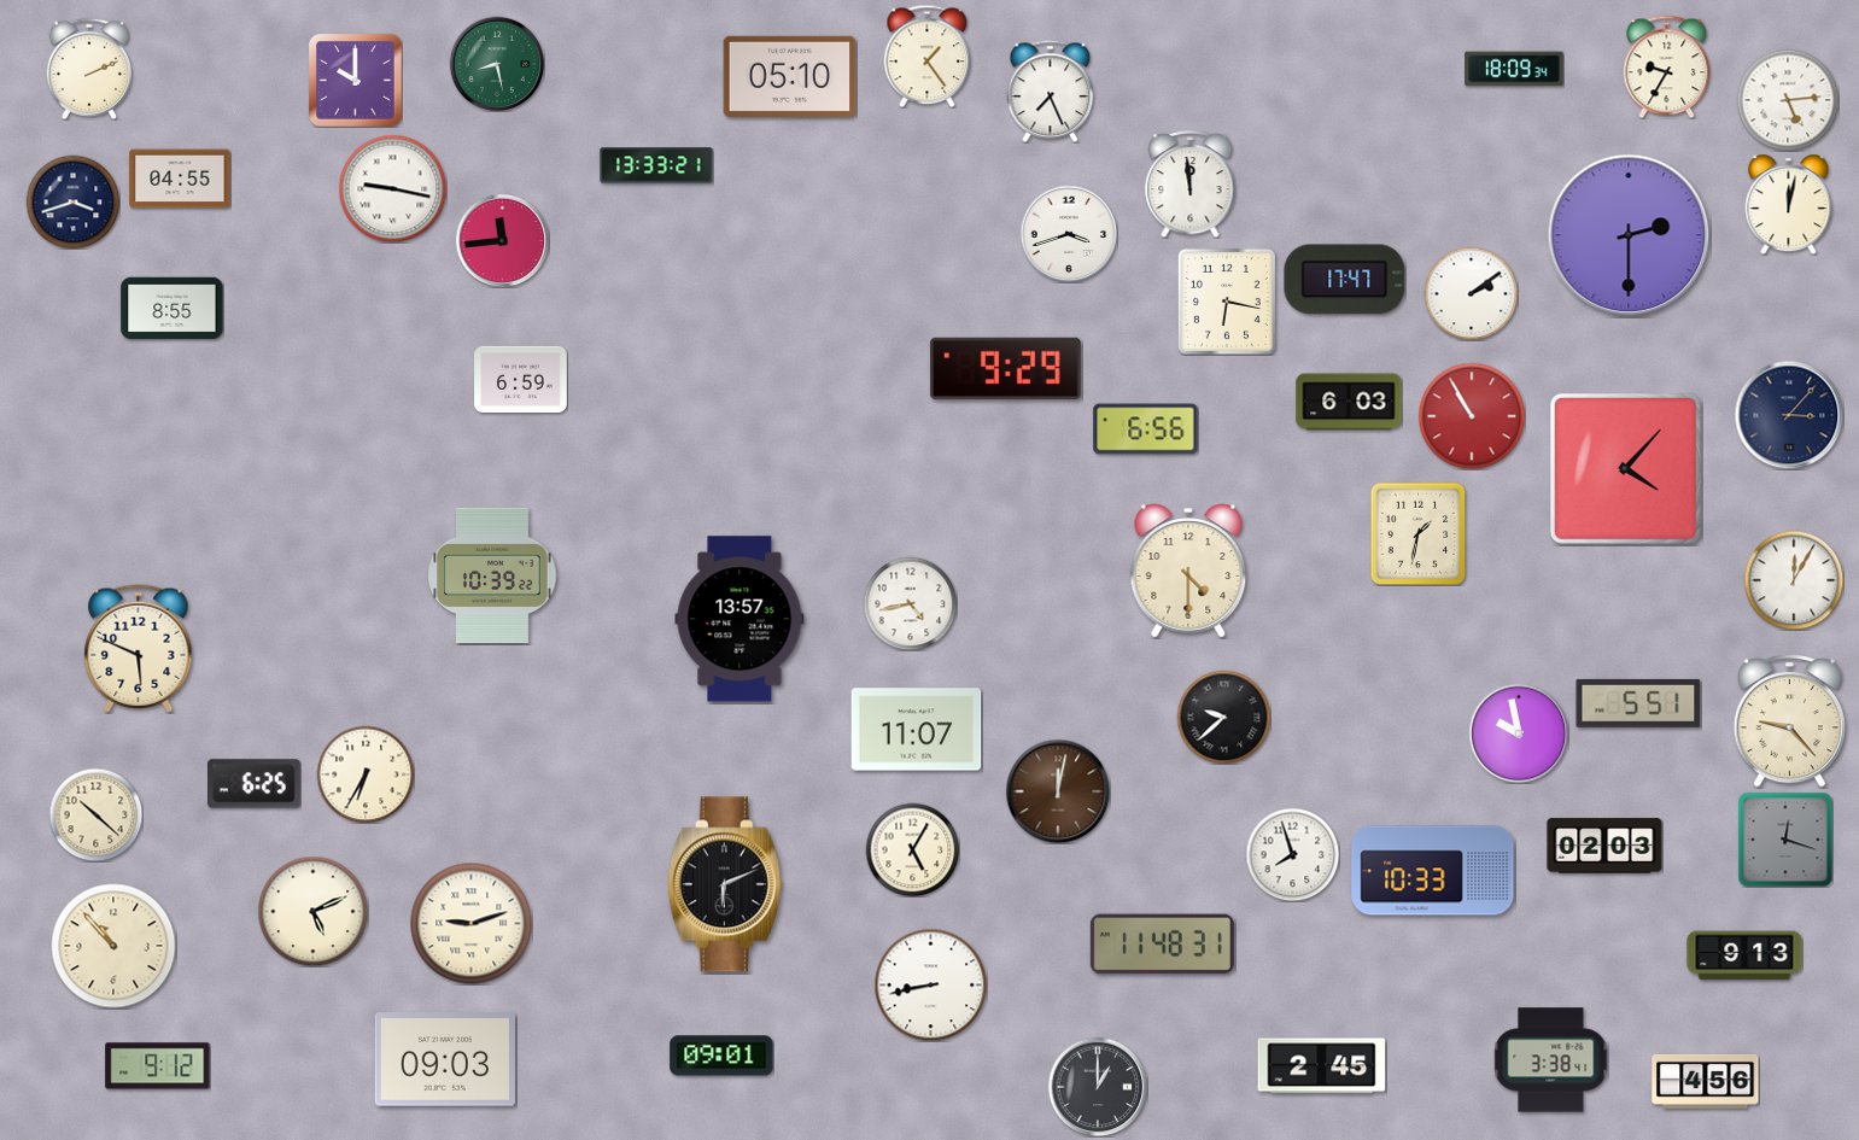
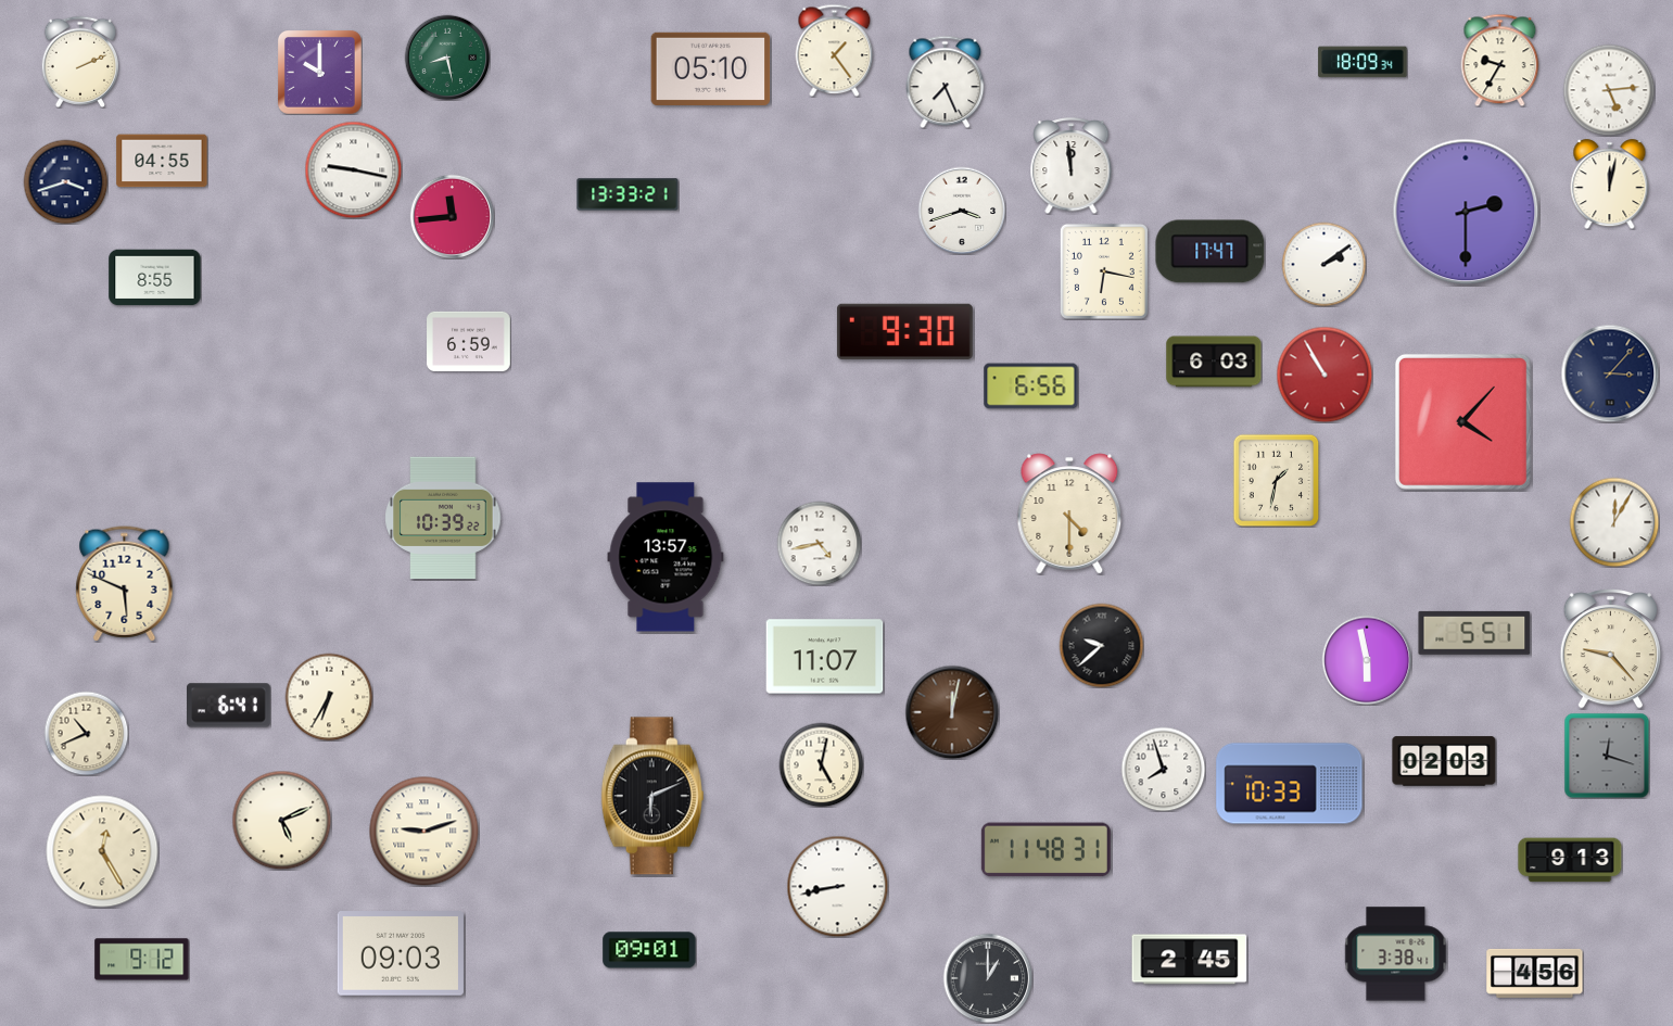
clock at (656, 165) position: (656, 165) -> (628, 194)
clock at (1005, 368): 9:29 -> 9:30
clock at (1519, 733): 9:58 -> 5:58
clock at (255, 784): 6:25 -> 6:41
clock at (95, 814): 10:22 -> 10:41
clock at (912, 849): 5:05 -> 5:02
clock at (113, 946): 10:53 -> 12:25
